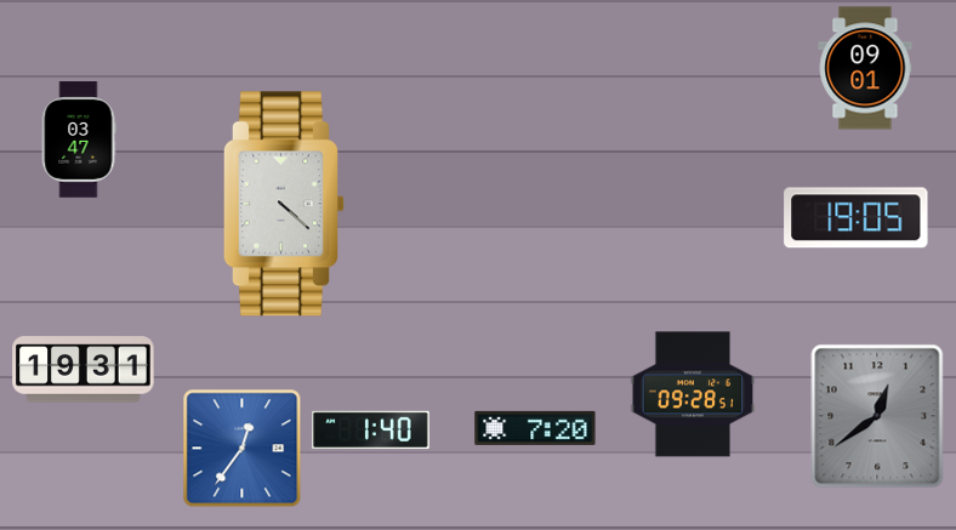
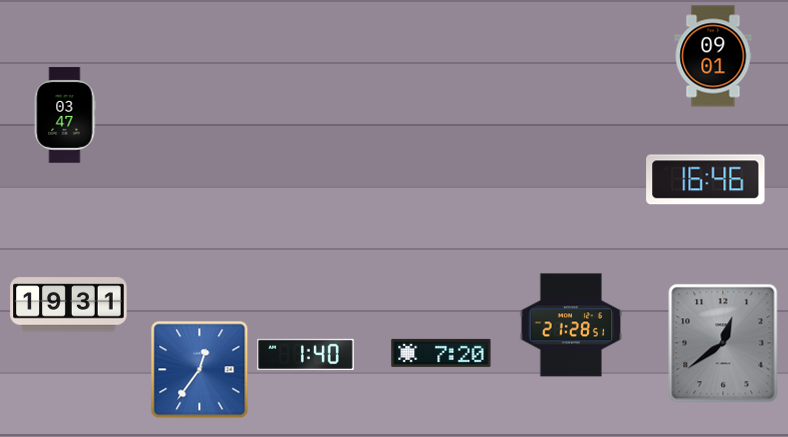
clock at (284, 204): 4:22 -> none
clock at (857, 218): 19:05 -> 16:46
clock at (693, 394): 09:28 -> 21:28
